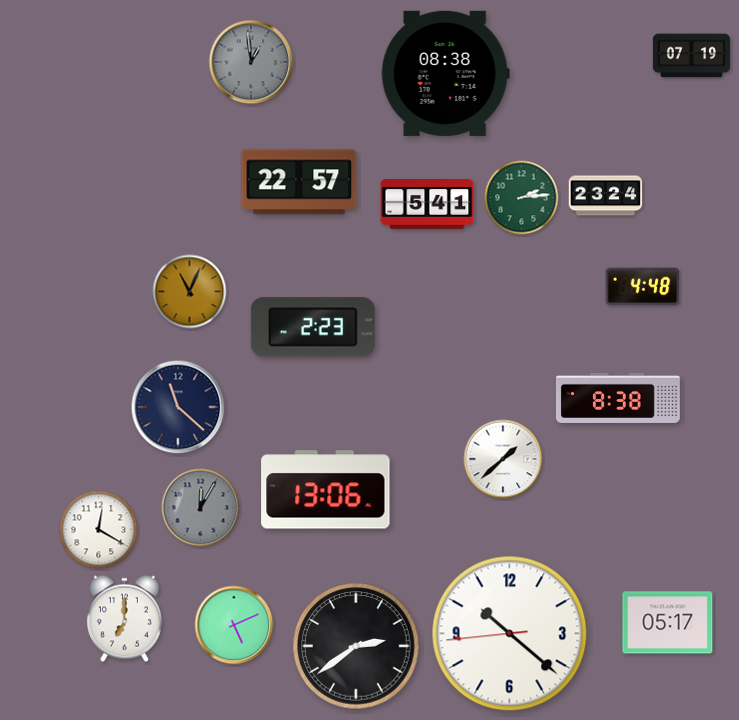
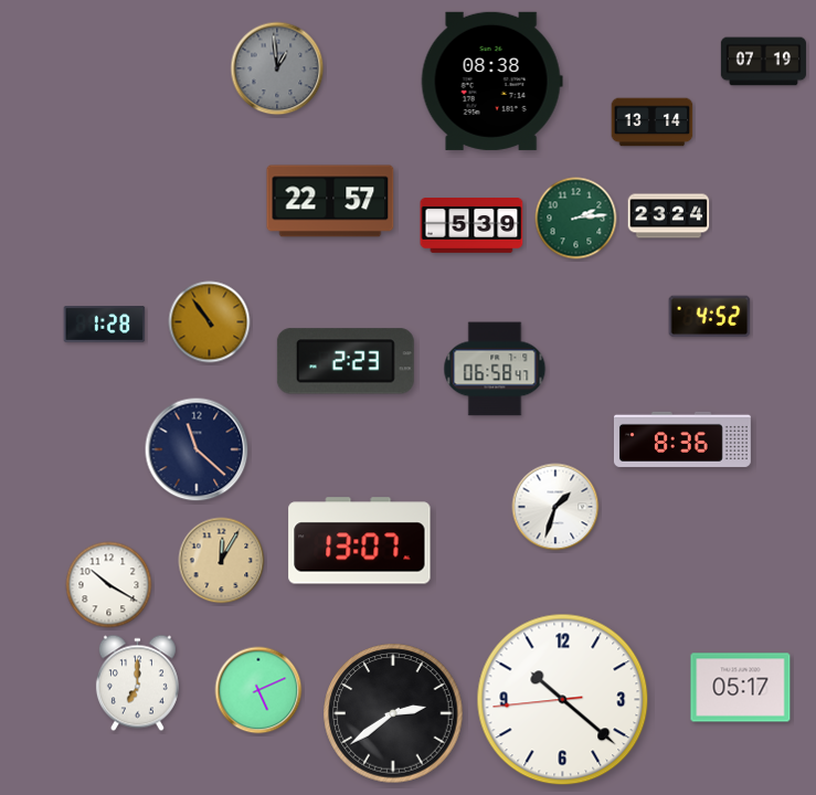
clock at (653, 123): none -> 13:14
clock at (427, 205): 5:41 -> 5:39
clock at (643, 287): 4:48 -> 4:52
clock at (190, 292): 11:04 -> 10:54
clock at (105, 325): none -> 1:28
clock at (495, 369): none -> 06:58
clock at (618, 398): 8:38 -> 8:36
clock at (503, 459): 1:38 -> 1:33
clock at (326, 490): 13:06 -> 13:07
clock at (201, 508) dial: grey -> champagne
clock at (99, 530): 12:20 -> 10:20
clock at (668, 623) position: (668, 623) -> (741, 688)
